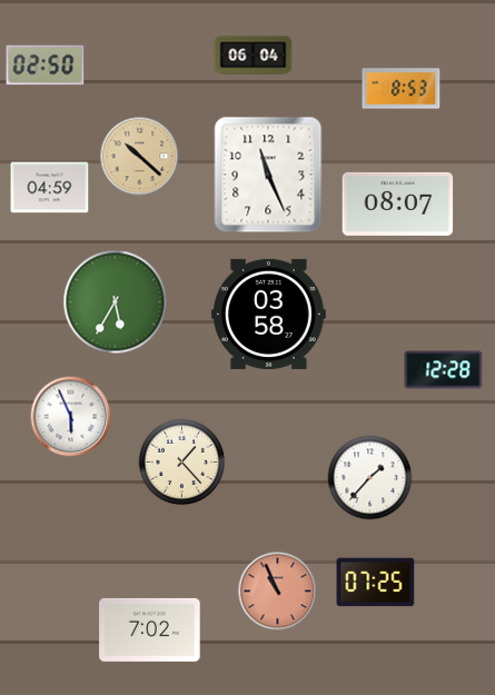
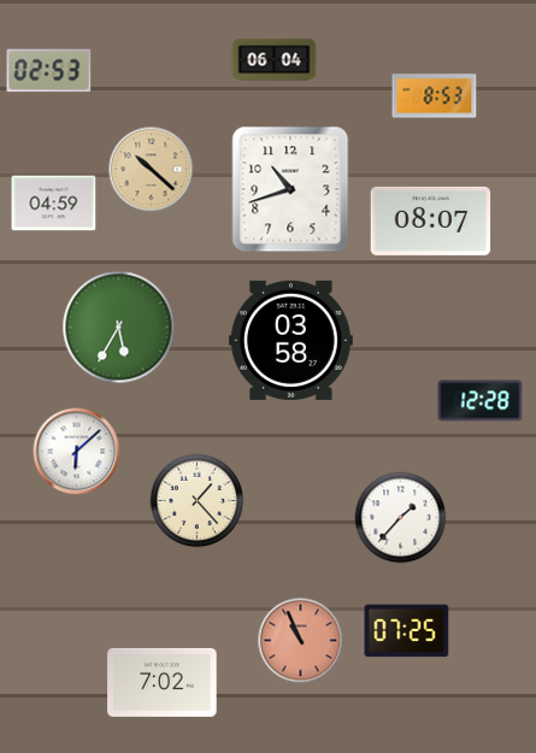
clock at (46, 66): 02:50 -> 02:53
clock at (268, 175): 11:26 -> 10:42
clock at (116, 302) position: (116, 302) -> (119, 328)
clock at (71, 417): 5:56 -> 6:08
